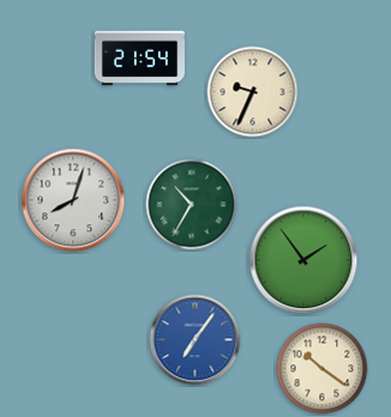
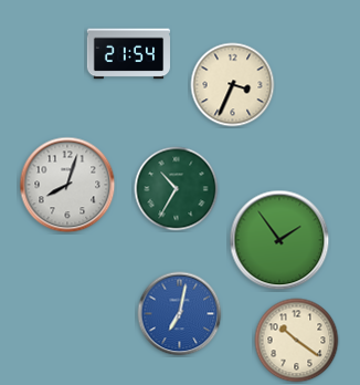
clock at (253, 92): 9:34 -> 3:34
clock at (195, 340): 7:06 -> 7:02
